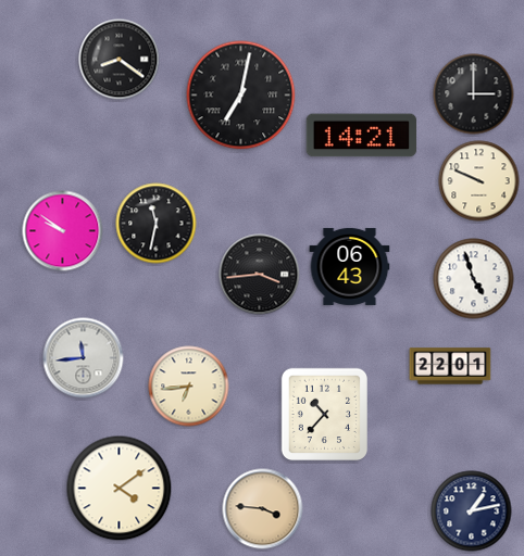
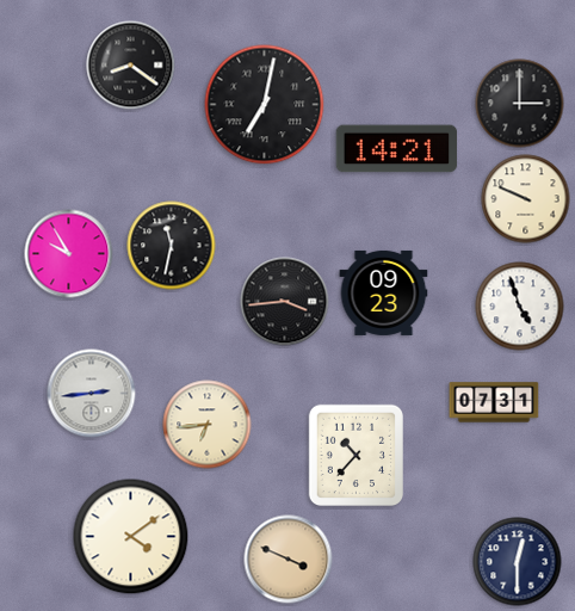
clock at (63, 231): 9:51 -> 9:55
clock at (350, 266): 06:43 -> 09:23
clock at (84, 358): 11:44 -> 2:44
clock at (450, 366): 22:01 -> 07:31
clock at (263, 509): 3:46 -> 3:49
clock at (472, 511): 1:13 -> 12:30
